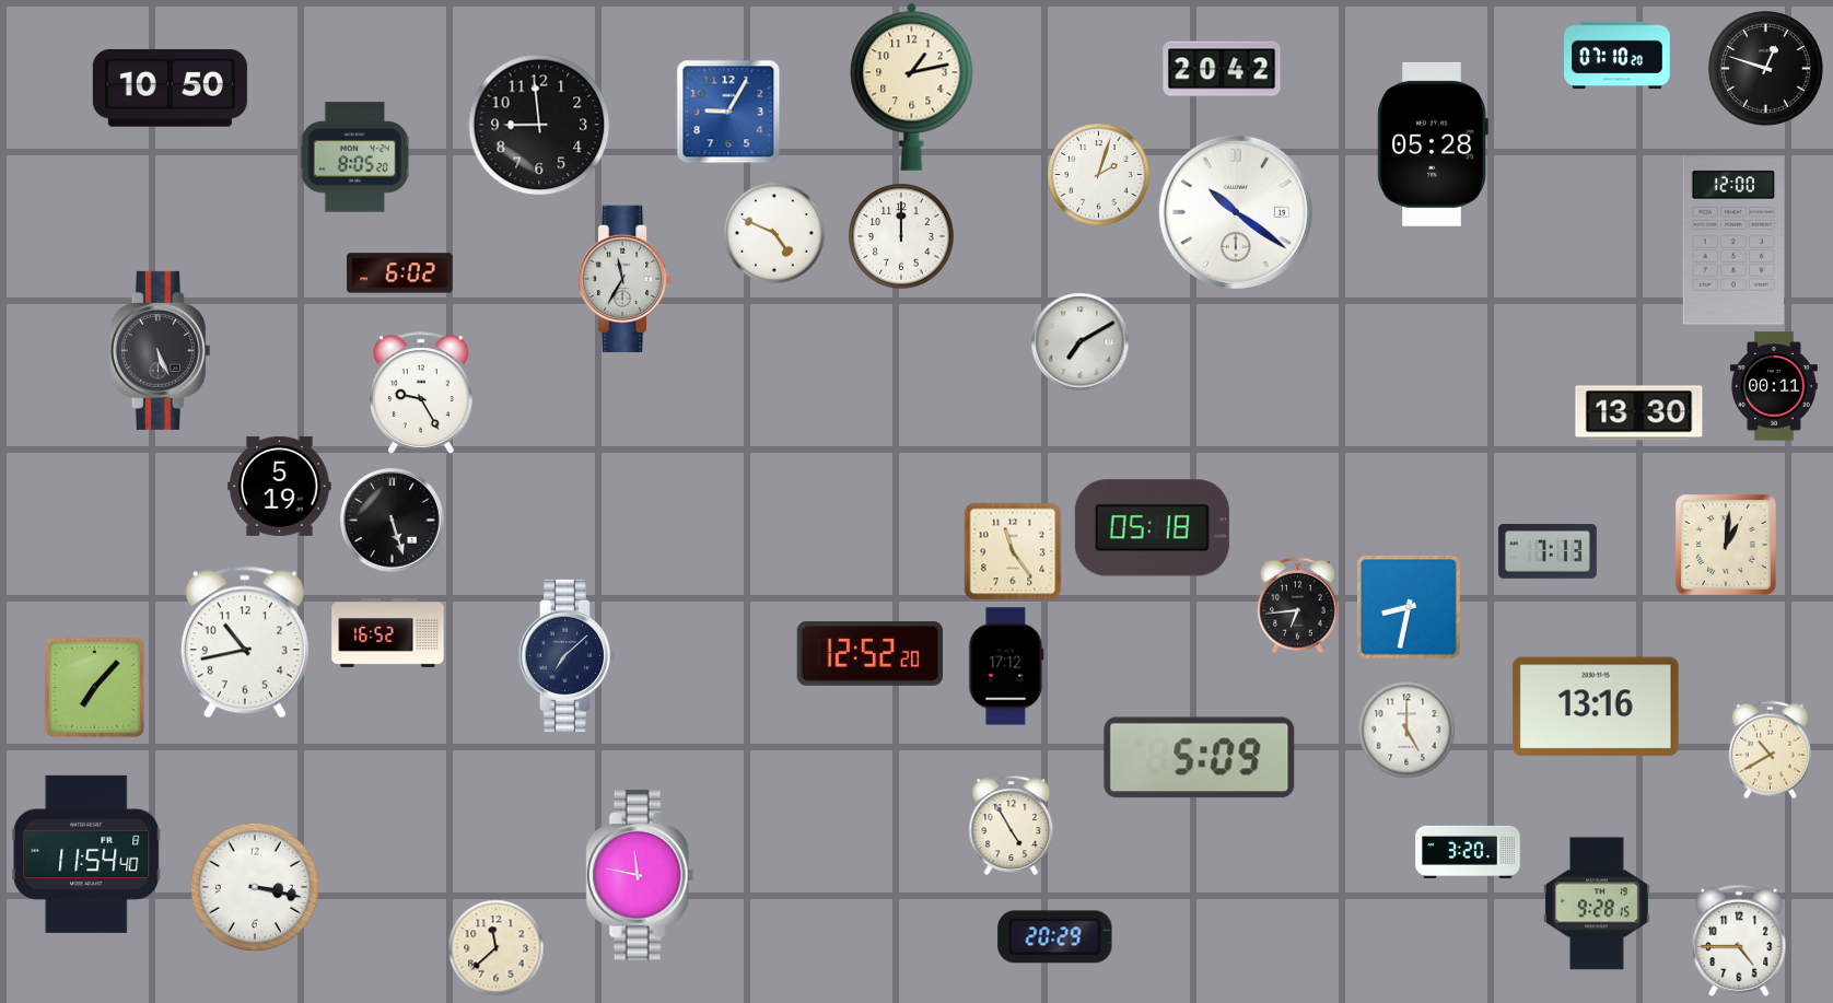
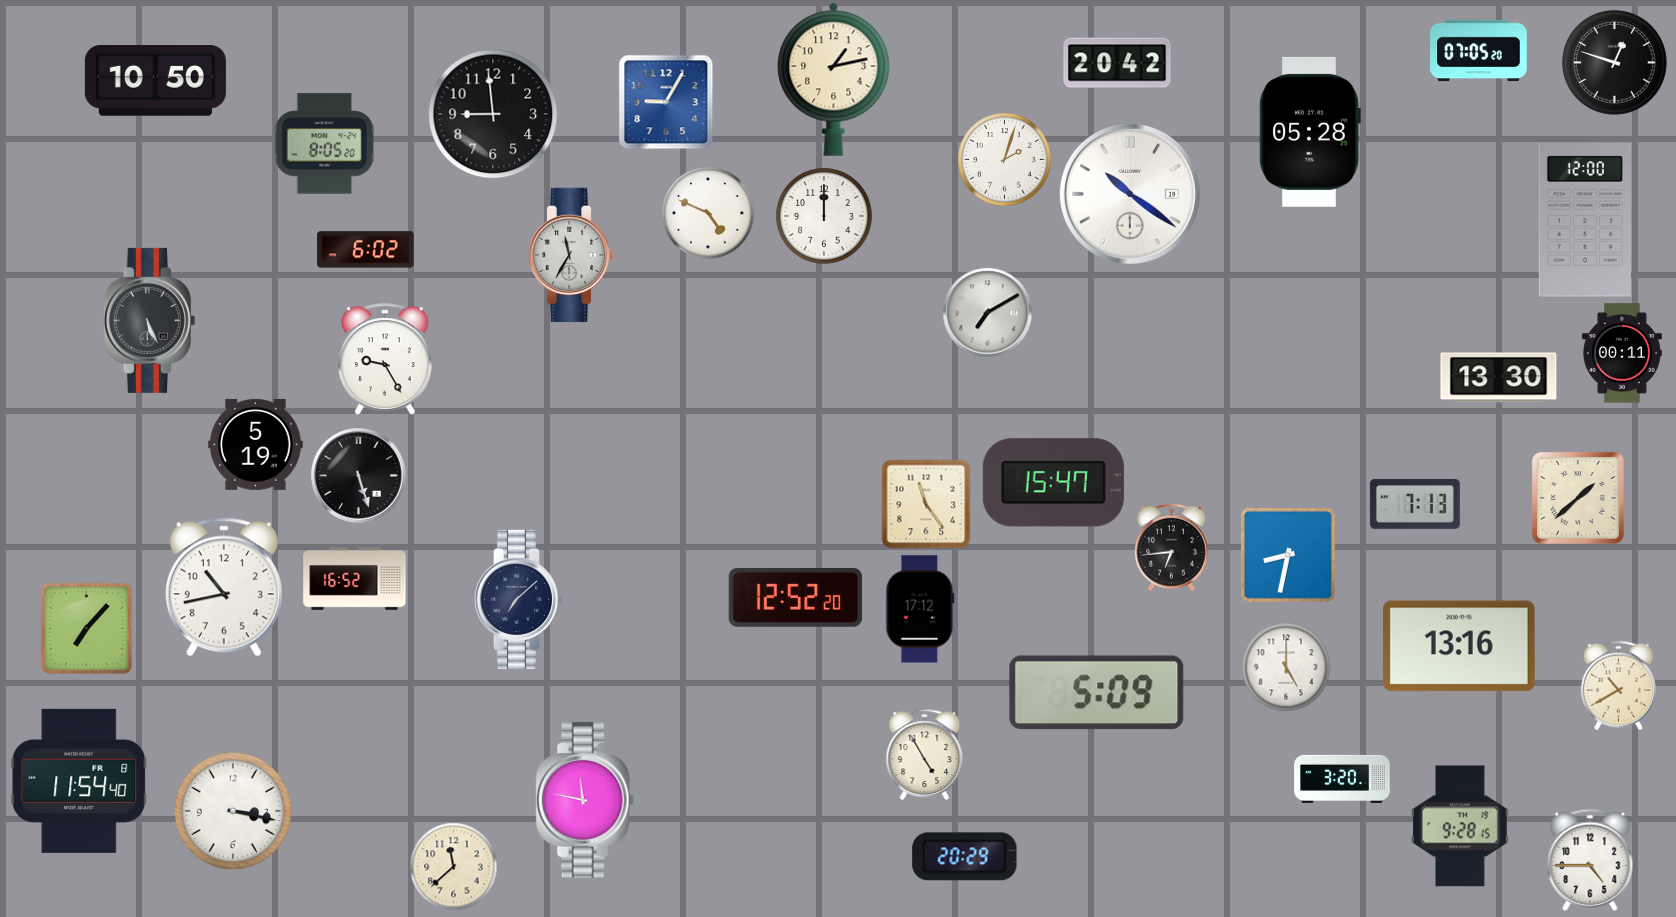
clock at (1618, 56): 07:10 -> 07:05
clock at (160, 350) position: (160, 350) -> (149, 320)
clock at (1152, 528): 05:18 -> 15:47
clock at (1726, 545): 1:01 -> 1:38
clock at (1297, 605) position: (1297, 605) -> (1171, 547)
